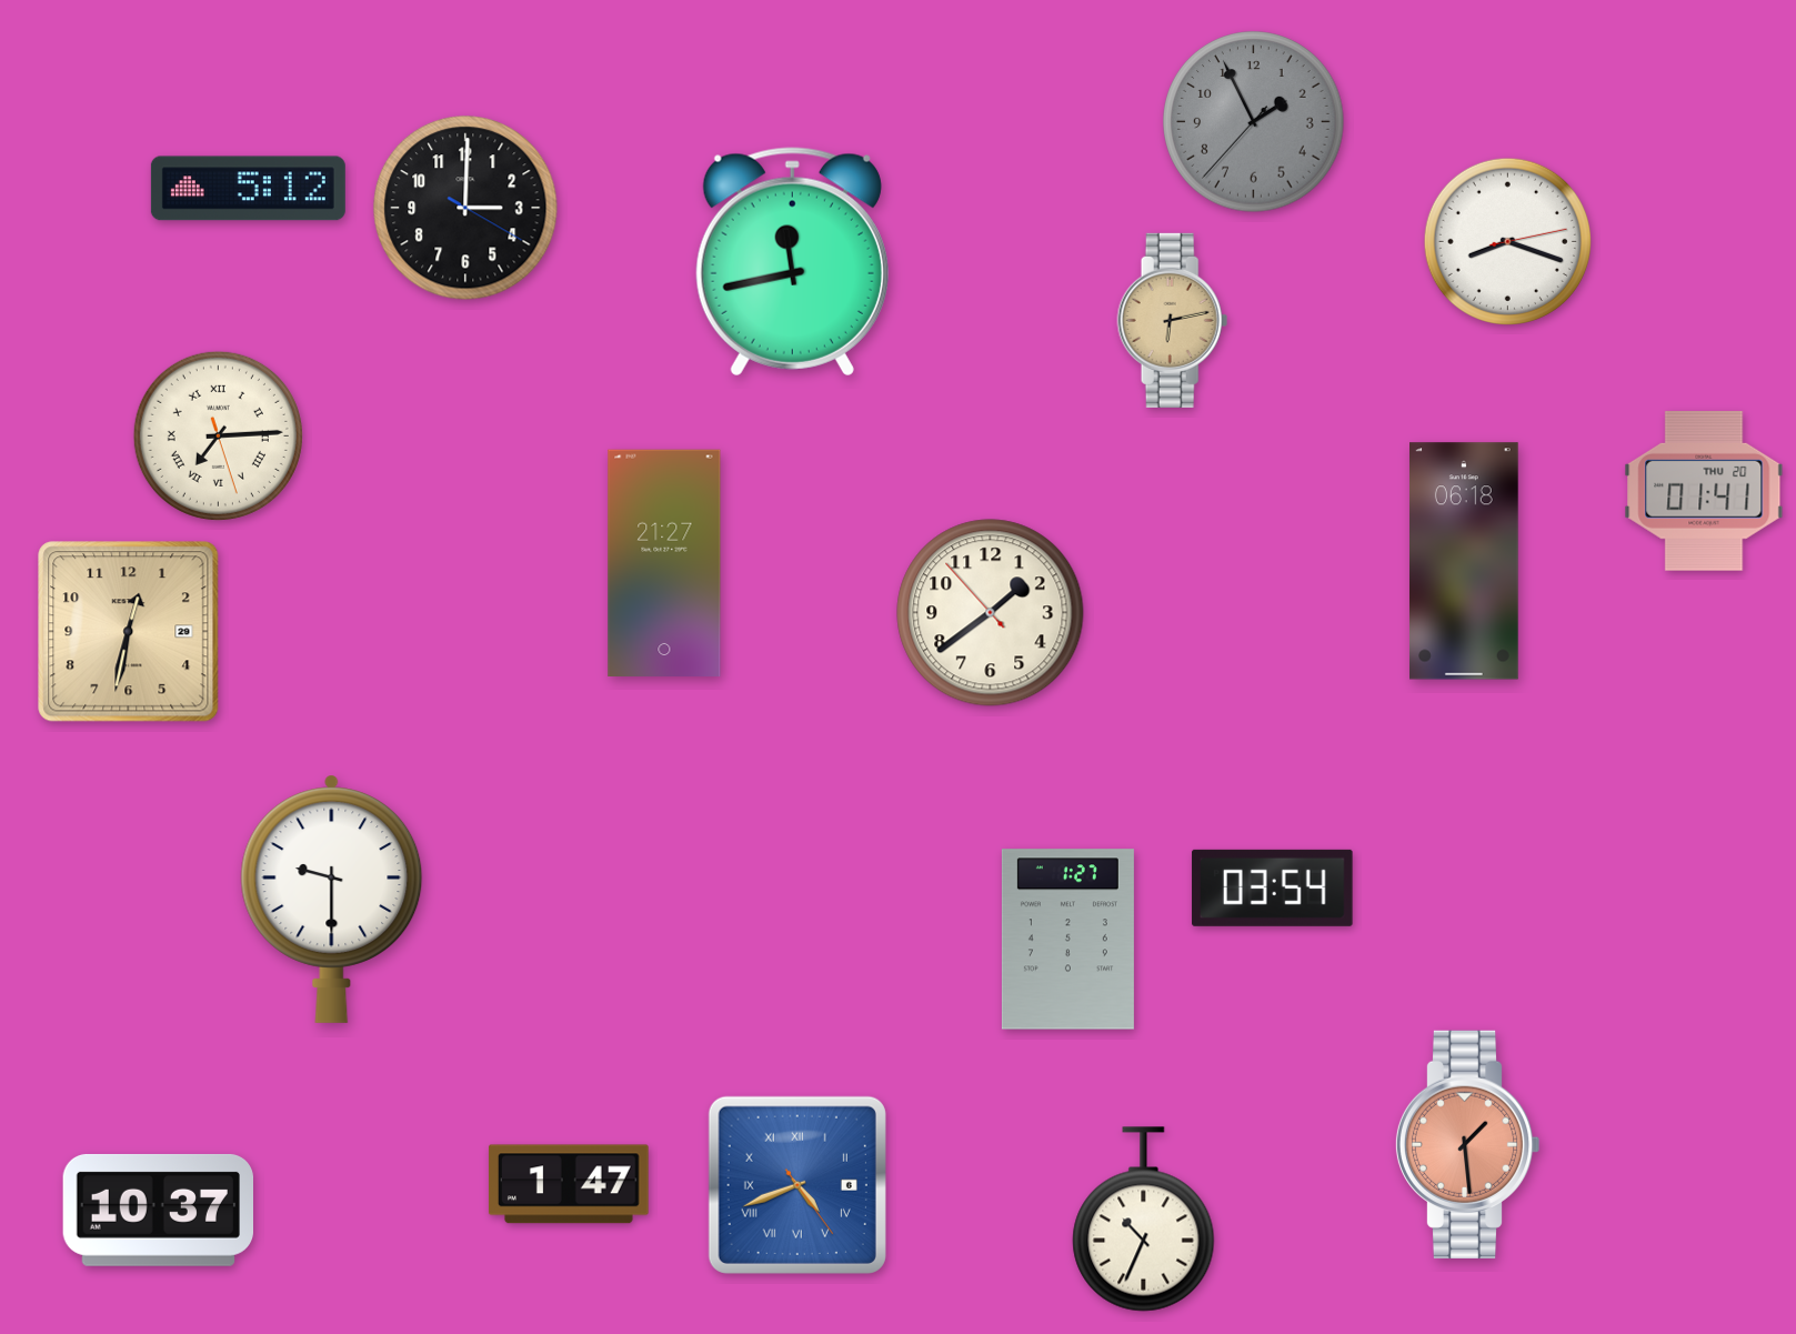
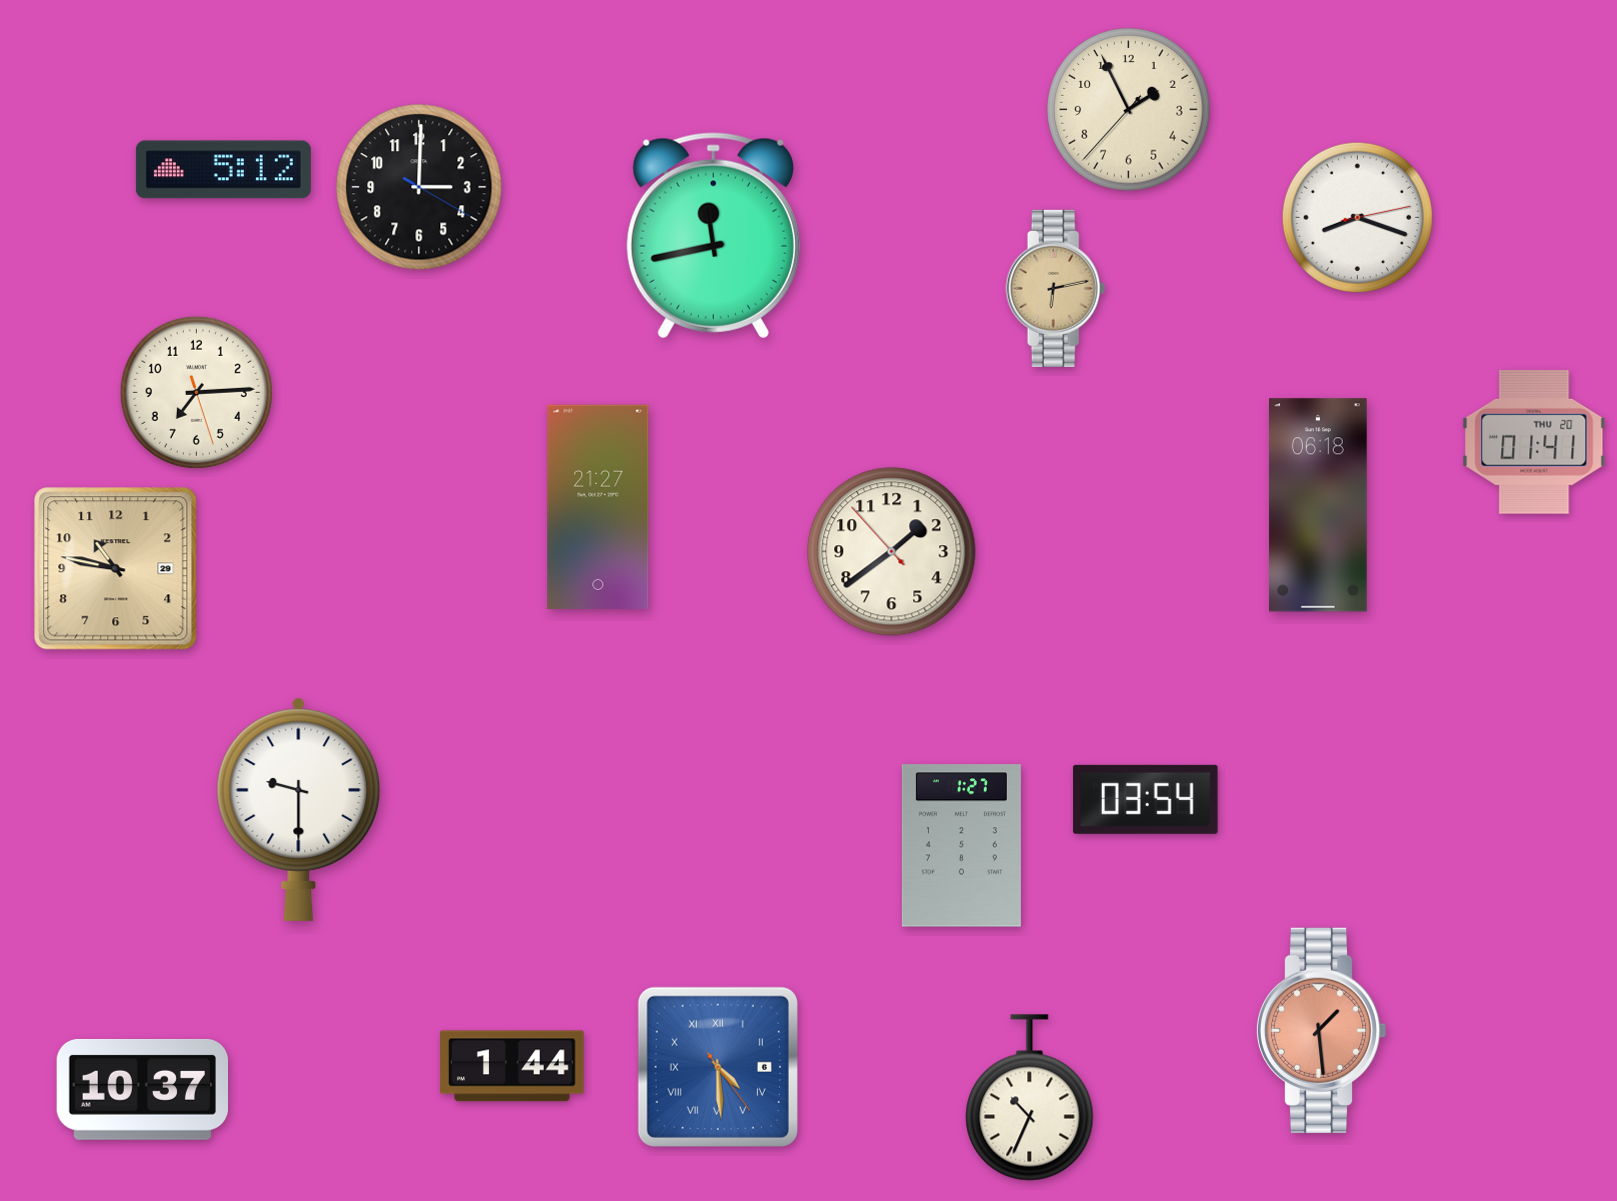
clock at (1254, 122) dial: grey -> cream
clock at (218, 435) numerals: Roman -> Arabic
clock at (129, 632): 12:32 -> 10:47
clock at (569, 1184): 1:47 -> 1:44
clock at (797, 1185): 4:41 -> 4:29
